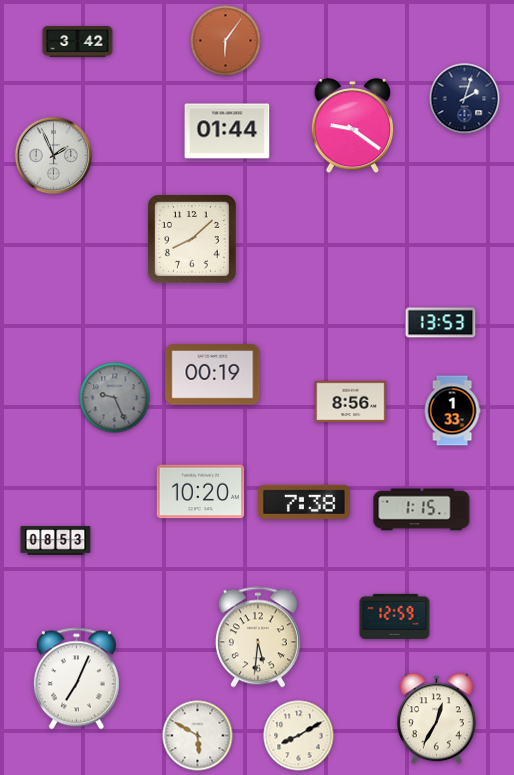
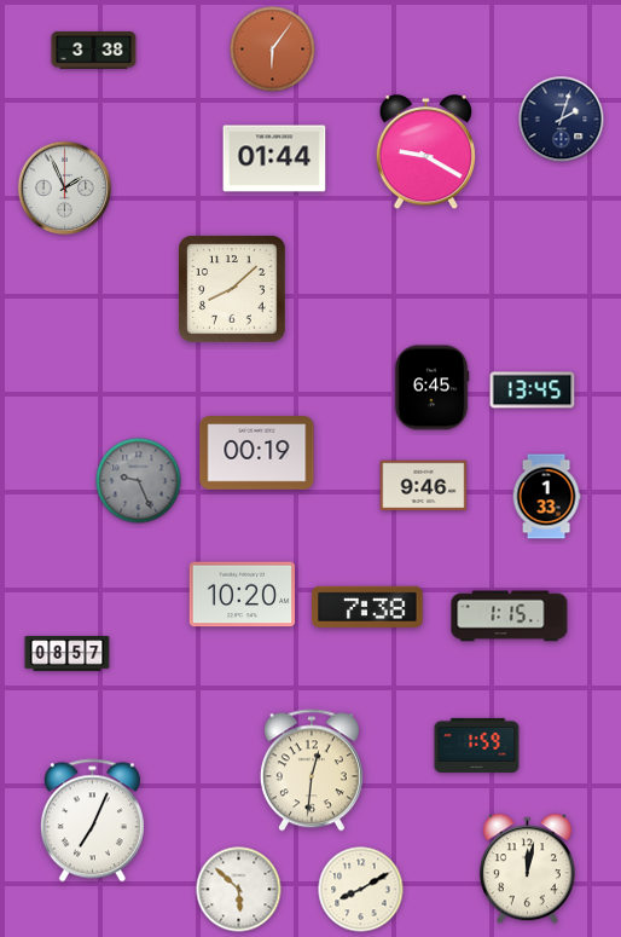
clock at (78, 42): 3:42 -> 3:38
clock at (353, 127): 9:21 -> 9:20
clock at (431, 388): none -> 6:45
clock at (441, 323): 13:53 -> 13:45
clock at (351, 402): 8:56 -> 9:46
clock at (56, 541): 08:53 -> 08:57
clock at (395, 616): 12:59 -> 1:59
clock at (258, 637): 5:31 -> 12:31
clock at (436, 719): 12:35 -> 12:02
clock at (198, 736): 5:50 -> 5:52
